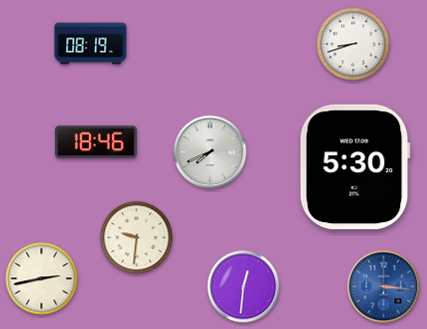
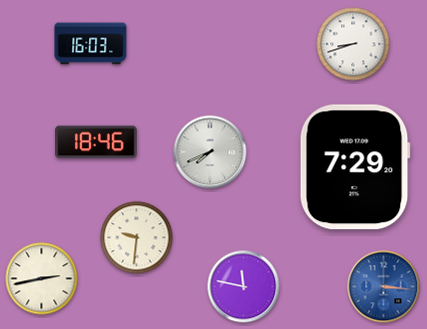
clock at (91, 44): 08:19 -> 16:03
clock at (355, 167): 5:30 -> 7:29
clock at (244, 287): 12:31 -> 11:47
